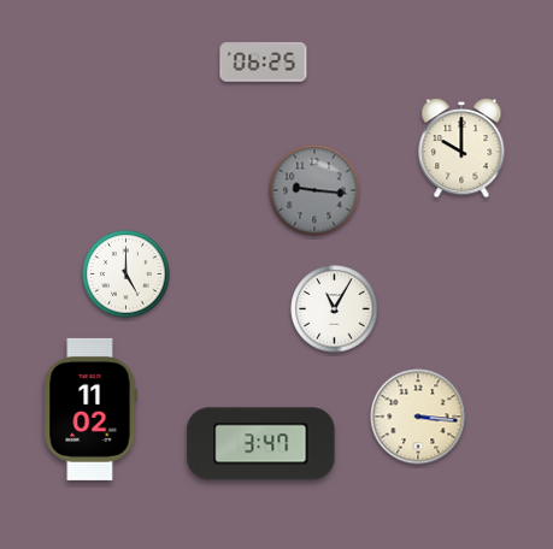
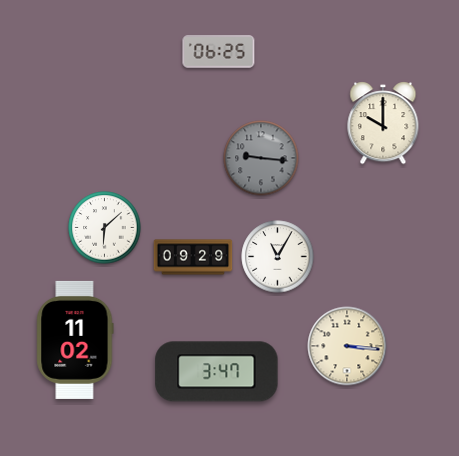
clock at (127, 274): 5:00 -> 6:08
clock at (193, 257): none -> 09:29
clock at (261, 444) position: (261, 444) -> (217, 372)
